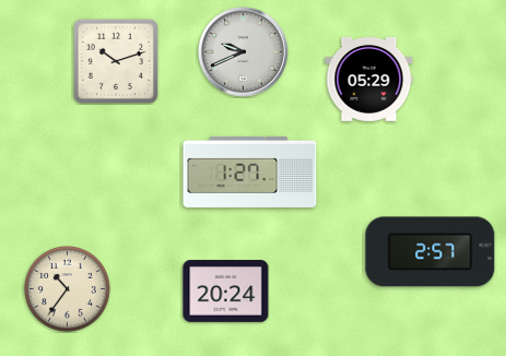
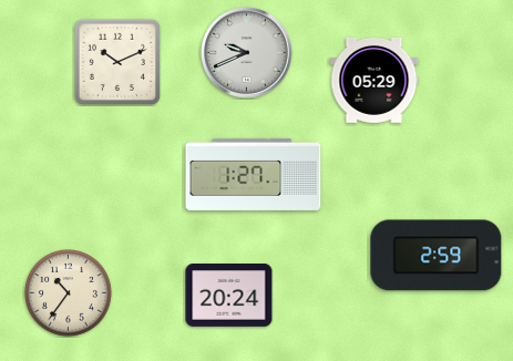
clock at (116, 61): 10:12 -> 10:11
clock at (431, 252): 2:57 -> 2:59
